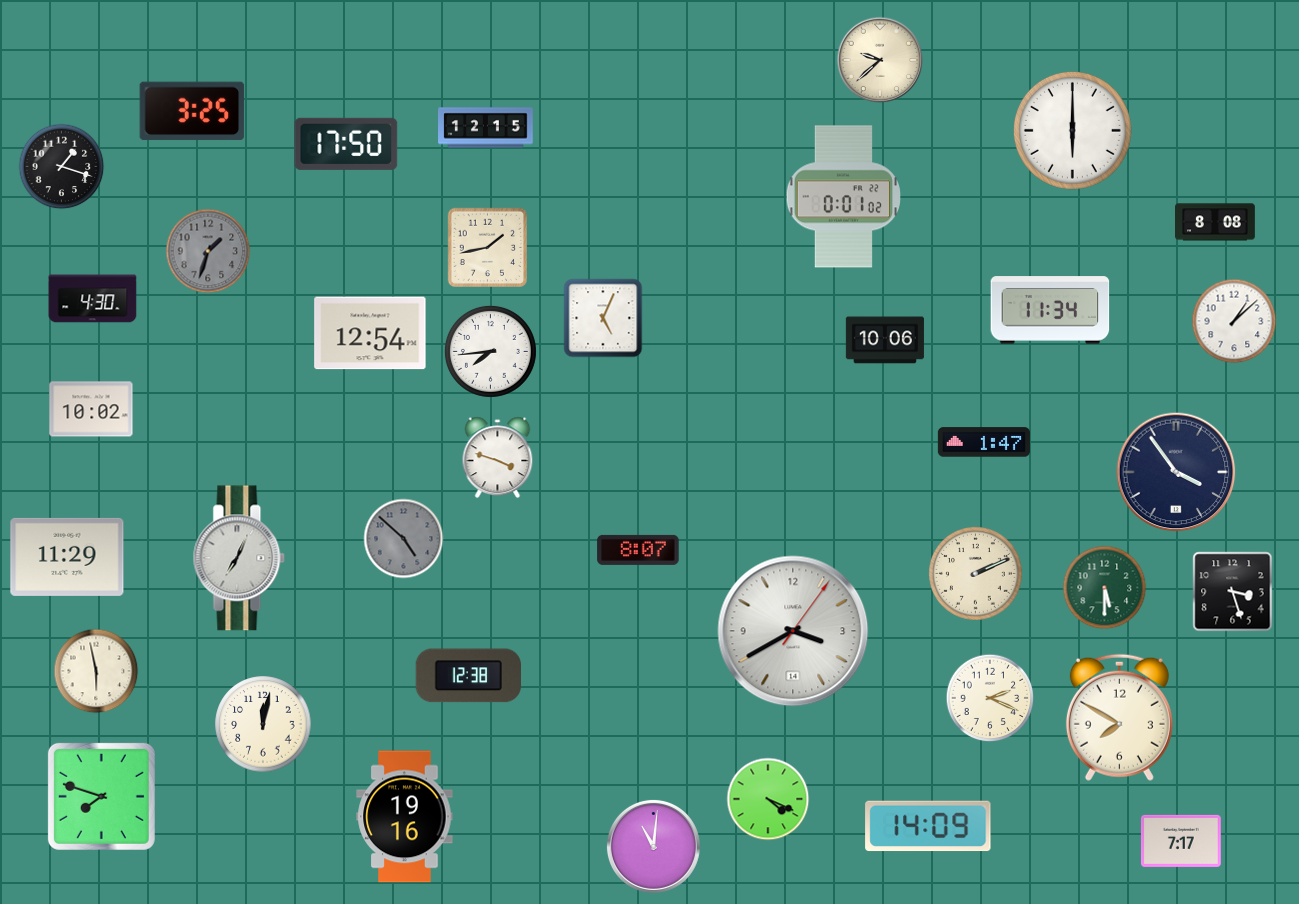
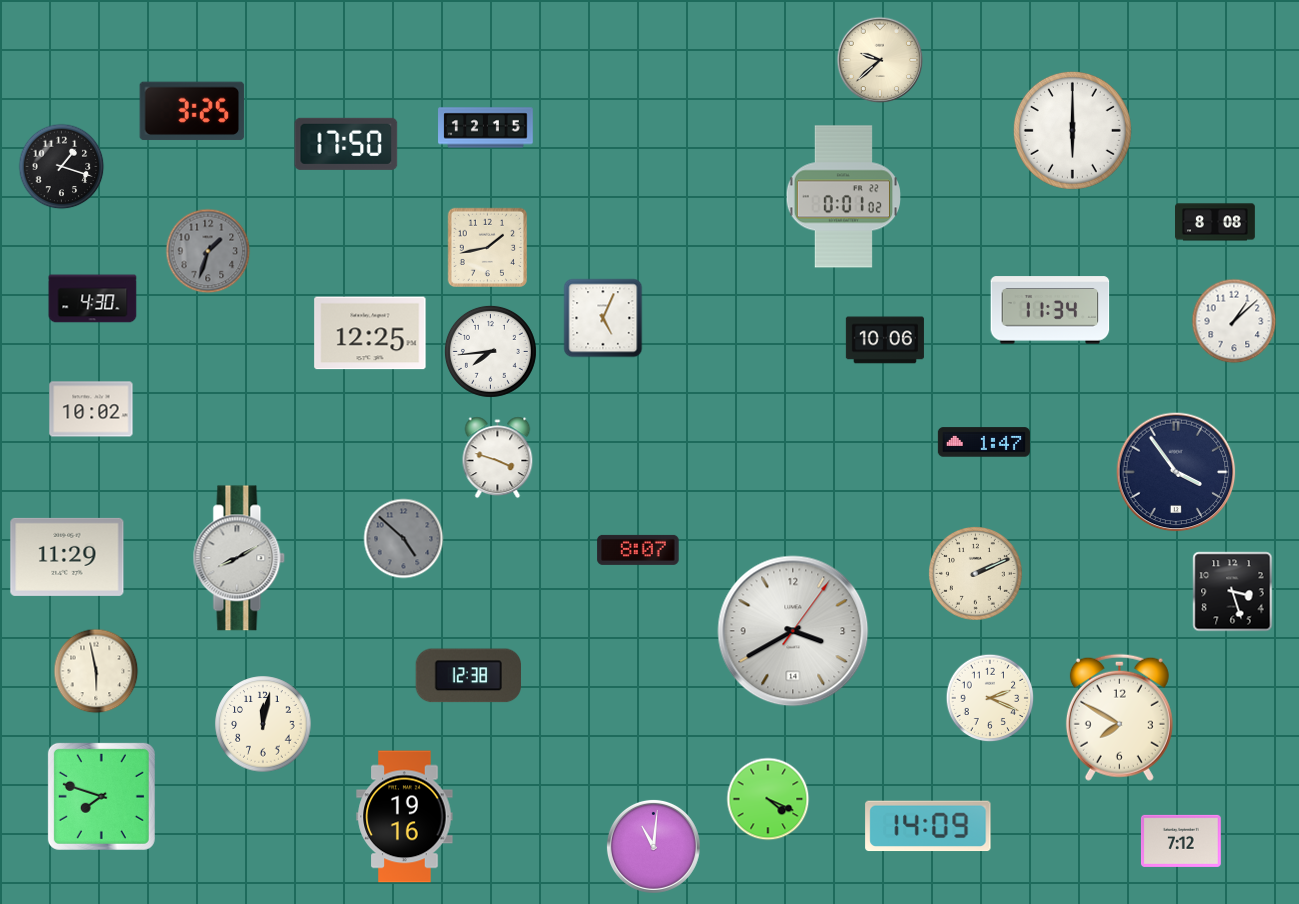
clock at (370, 333): 12:54 -> 12:25
clock at (239, 558): 7:04 -> 8:10
clock at (1105, 588): 5:30 -> none
clock at (1181, 841): 7:17 -> 7:12
